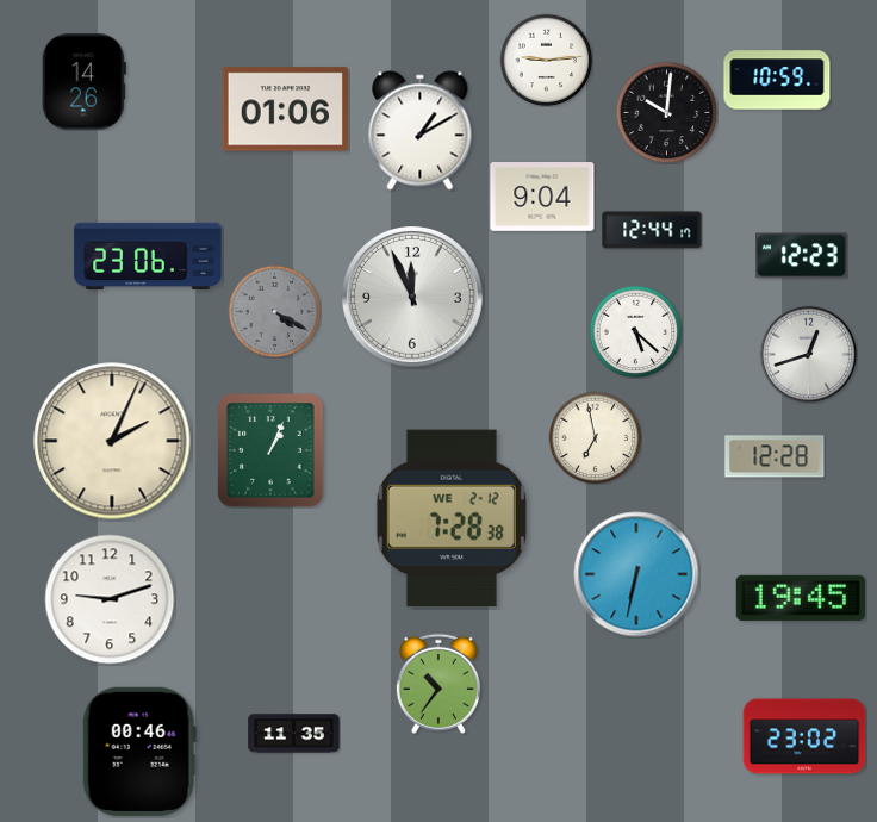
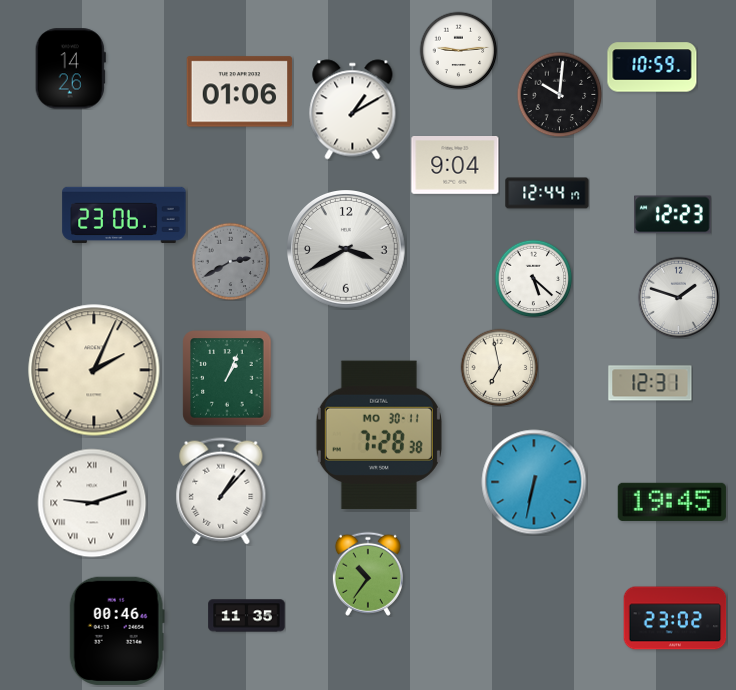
clock at (413, 298): 11:56 -> 3:40
clock at (274, 311): 4:20 -> 2:40
clock at (808, 354): 12:42 -> 1:48
clock at (775, 456): 12:28 -> 12:31
clock at (452, 518) date: WE 2-12 -> MO 30-11
clock at (221, 491): none -> 1:07
clock at (110, 599) numerals: Arabic -> Roman
